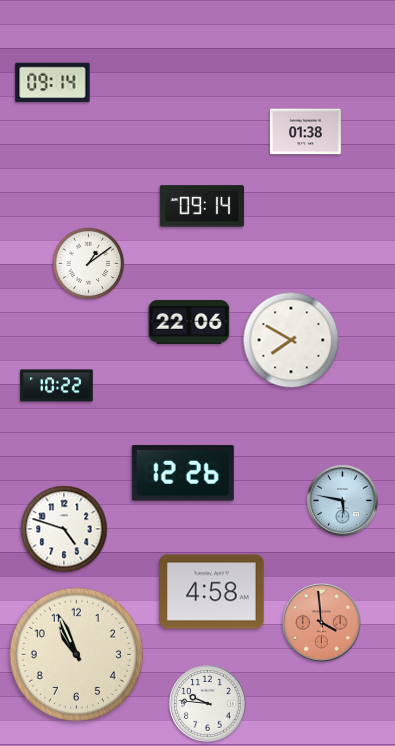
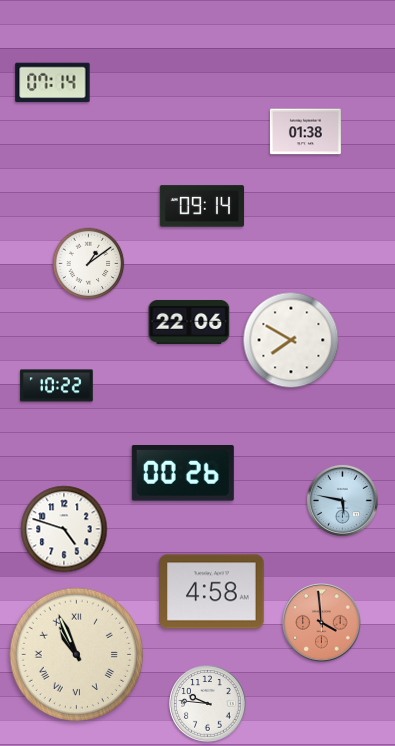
clock at (53, 83): 09:14 -> 07:14
clock at (183, 473): 12:26 -> 00:26
clock at (76, 654) numerals: Arabic -> Roman
